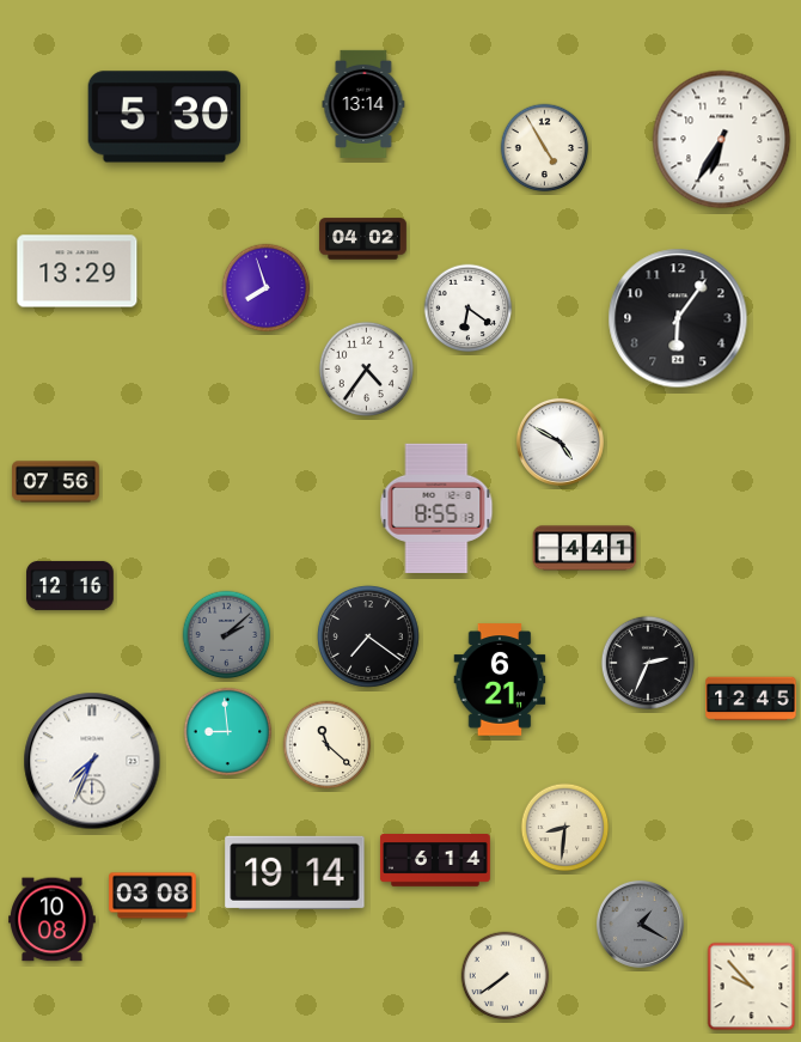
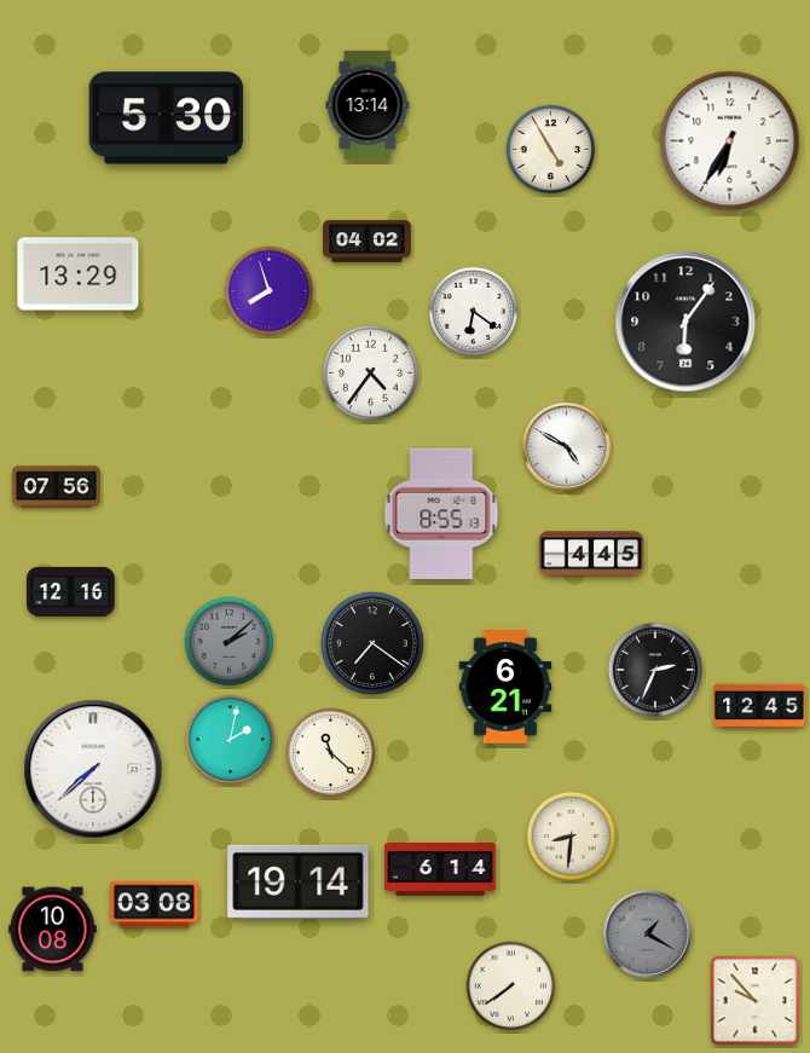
clock at (585, 548): 4:41 -> 4:45
clock at (228, 732): 8:59 -> 2:02
clock at (92, 761): 7:34 -> 7:38
clock at (752, 987) position: (752, 987) -> (756, 1001)
